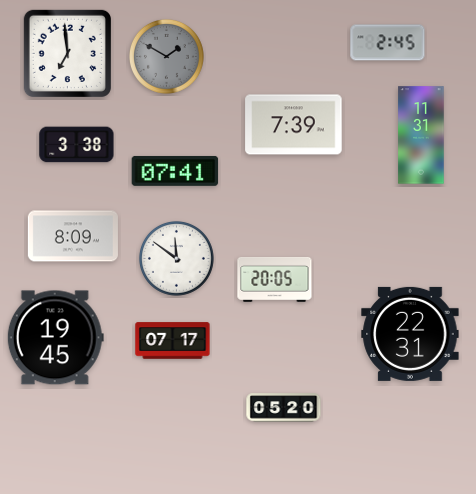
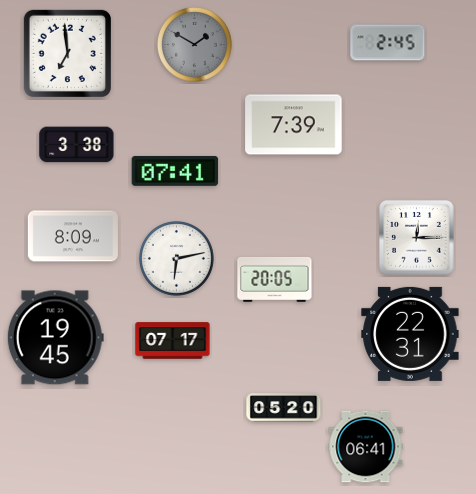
clock at (166, 56) position: (166, 56) -> (194, 44)
clock at (421, 135): 11:31 -> none
clock at (417, 238): none -> 12:15
clock at (176, 258): 11:51 -> 6:13
clock at (366, 447): none -> 06:41
